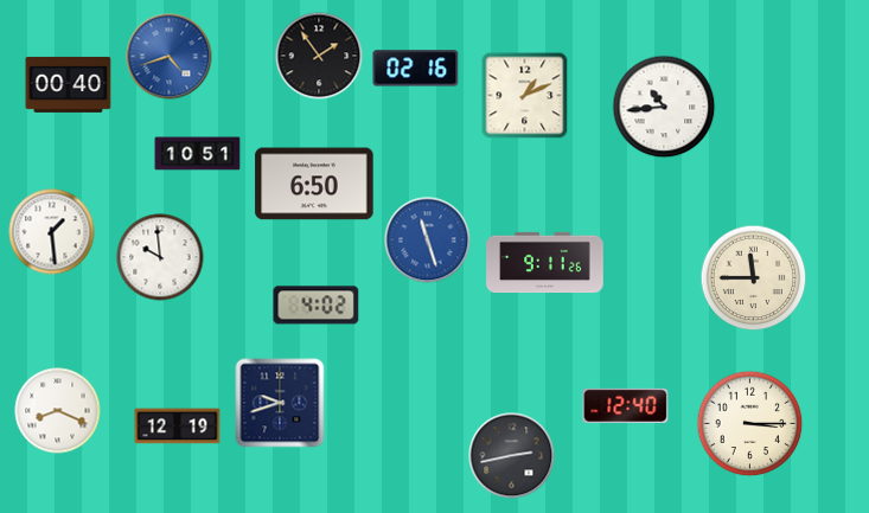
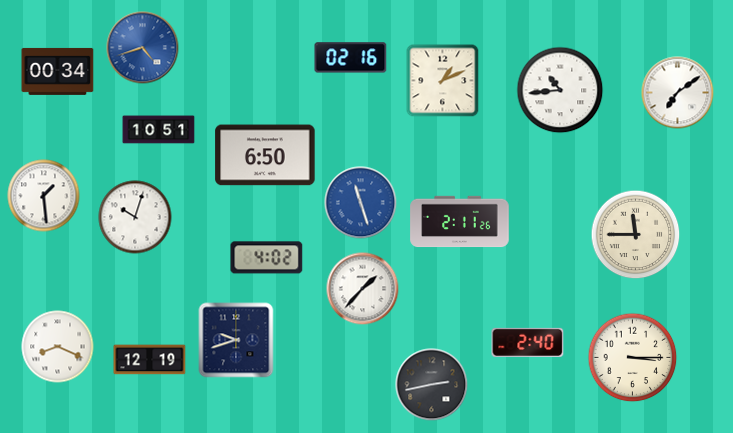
clock at (319, 56): 1:54 -> none
clock at (69, 84): 00:40 -> 00:34
clock at (678, 93): none -> 7:09
clock at (198, 154) position: (198, 154) -> (159, 130)
clock at (160, 257): 9:59 -> 10:03
clock at (545, 263): 9:11 -> 2:11
clock at (363, 289): none -> 1:37
clock at (626, 405): 12:40 -> 2:40
clock at (58, 411) position: (58, 411) -> (58, 347)
